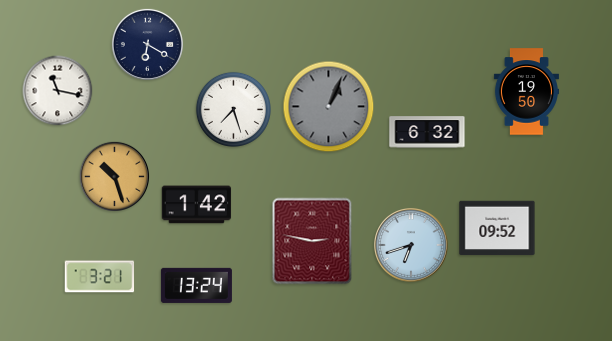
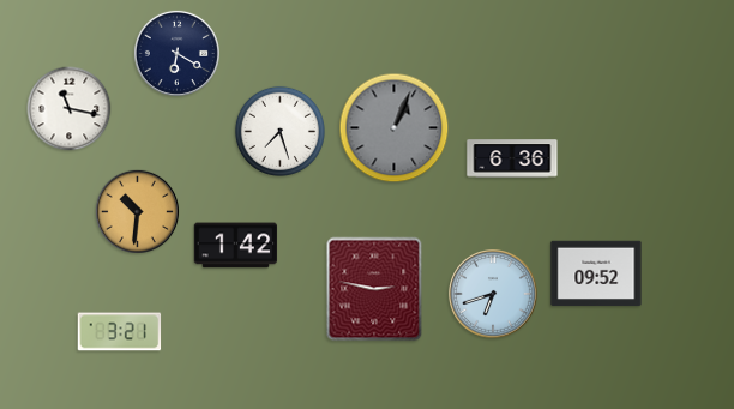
clock at (526, 92): 19:50 -> none
clock at (427, 132): 6:32 -> 6:36
clock at (114, 176): 10:27 -> 10:31
clock at (196, 285): 13:24 -> none
